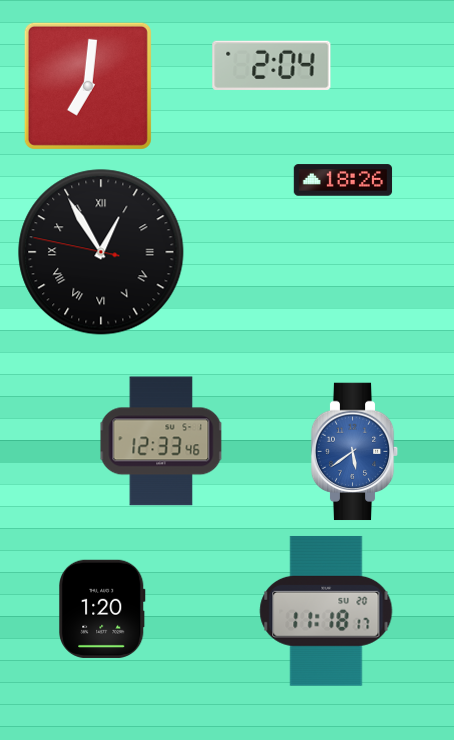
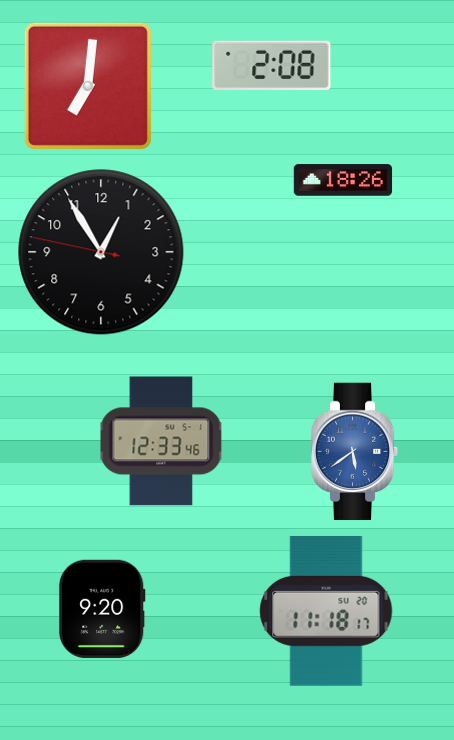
clock at (272, 65): 2:04 -> 2:08
clock at (101, 252) numerals: Roman -> Arabic
clock at (103, 609): 1:20 -> 9:20
